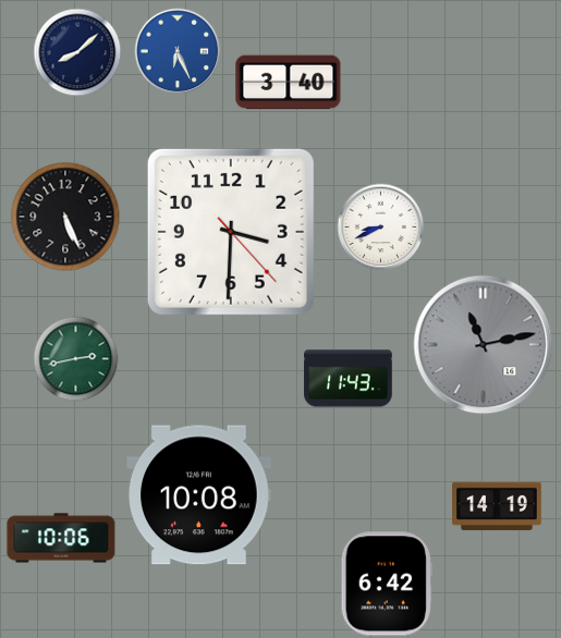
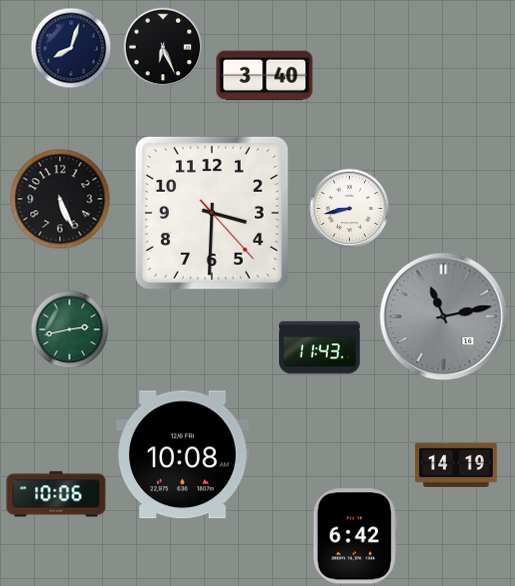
clock at (178, 51) dial: blue -> black
clock at (77, 52): 8:08 -> 8:03
clock at (380, 226): 8:41 -> 8:43
